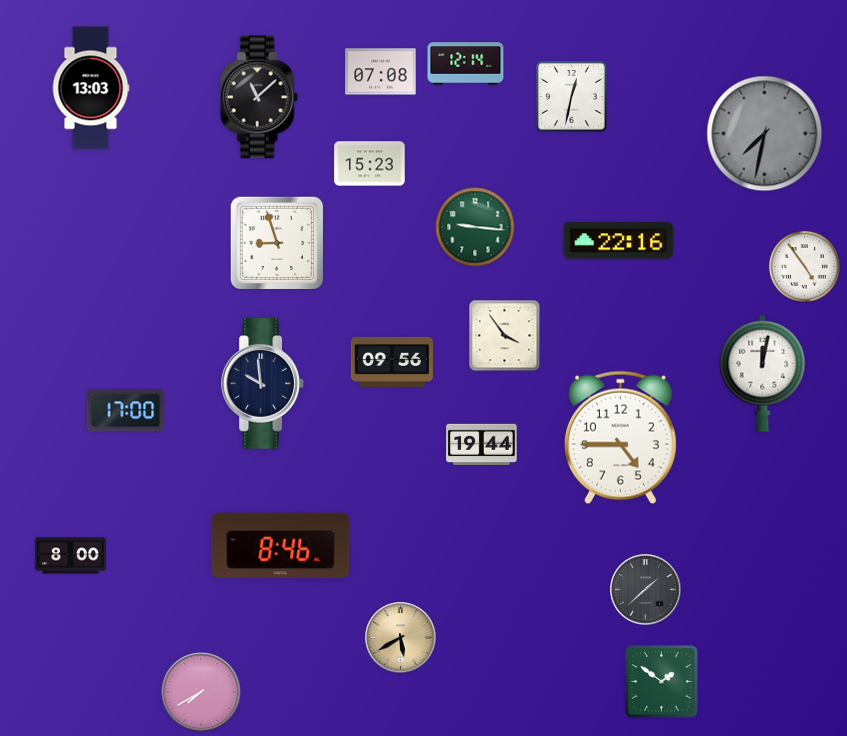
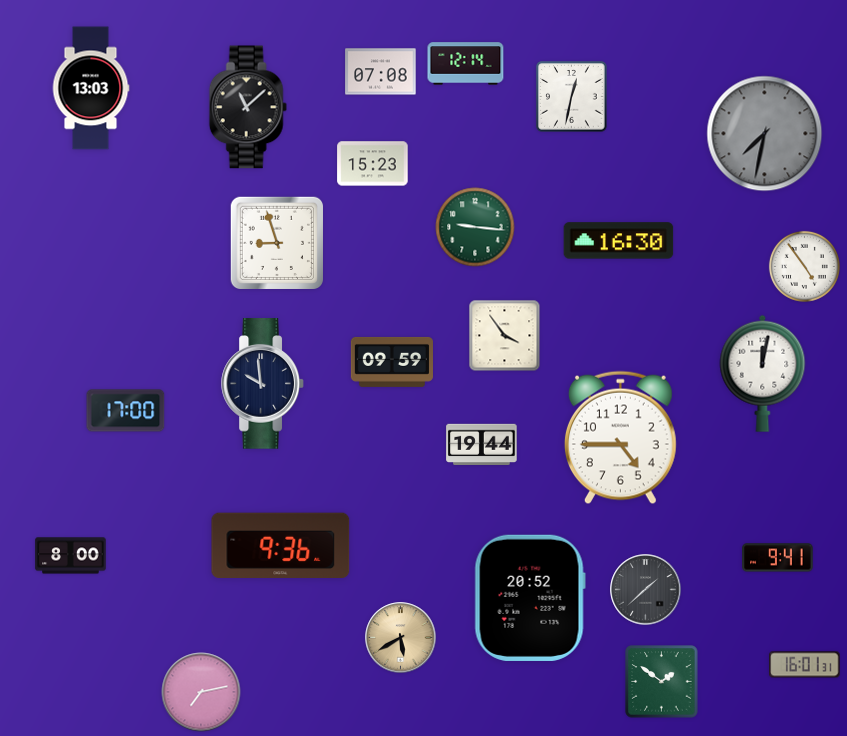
clock at (259, 97) position: (259, 97) -> (248, 107)
clock at (370, 164) position: (370, 164) -> (373, 164)
clock at (619, 241): 22:16 -> 16:30
clock at (392, 362): 09:56 -> 09:59
clock at (281, 545): 8:46 -> 9:36
clock at (778, 558): none -> 9:41
clock at (530, 598): none -> 20:52
clock at (805, 665): none -> 16:01
clock at (201, 692): 7:40 -> 7:13
